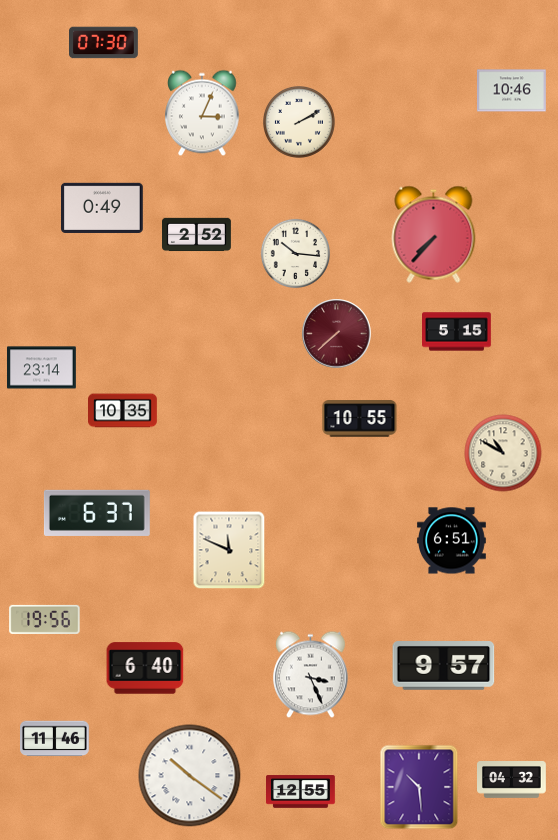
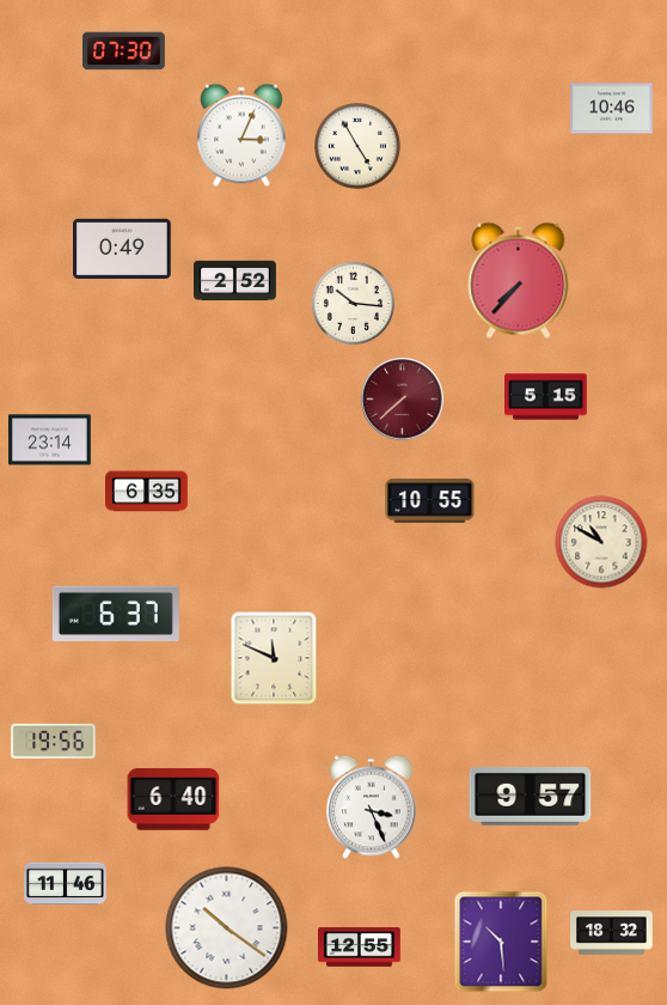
clock at (300, 123): 2:10 -> 4:55
clock at (123, 411): 10:35 -> 6:35
clock at (452, 541): 6:51 -> none
clock at (512, 780): 04:32 -> 18:32
